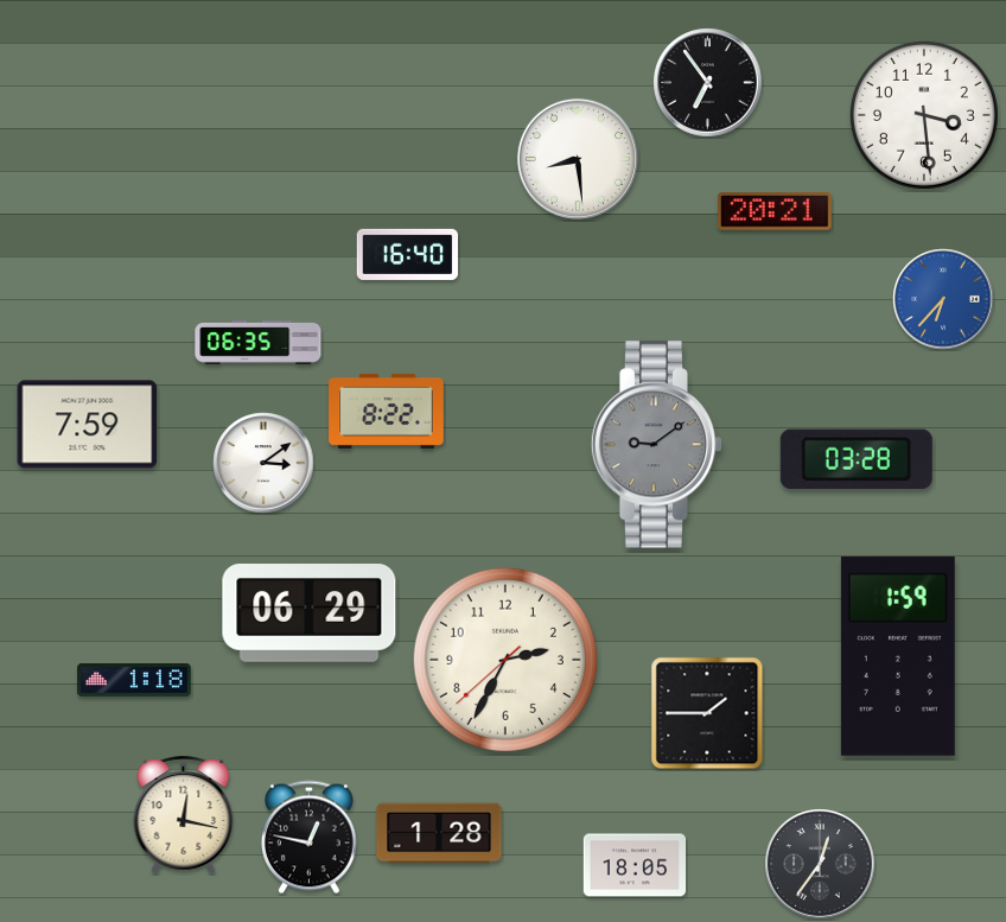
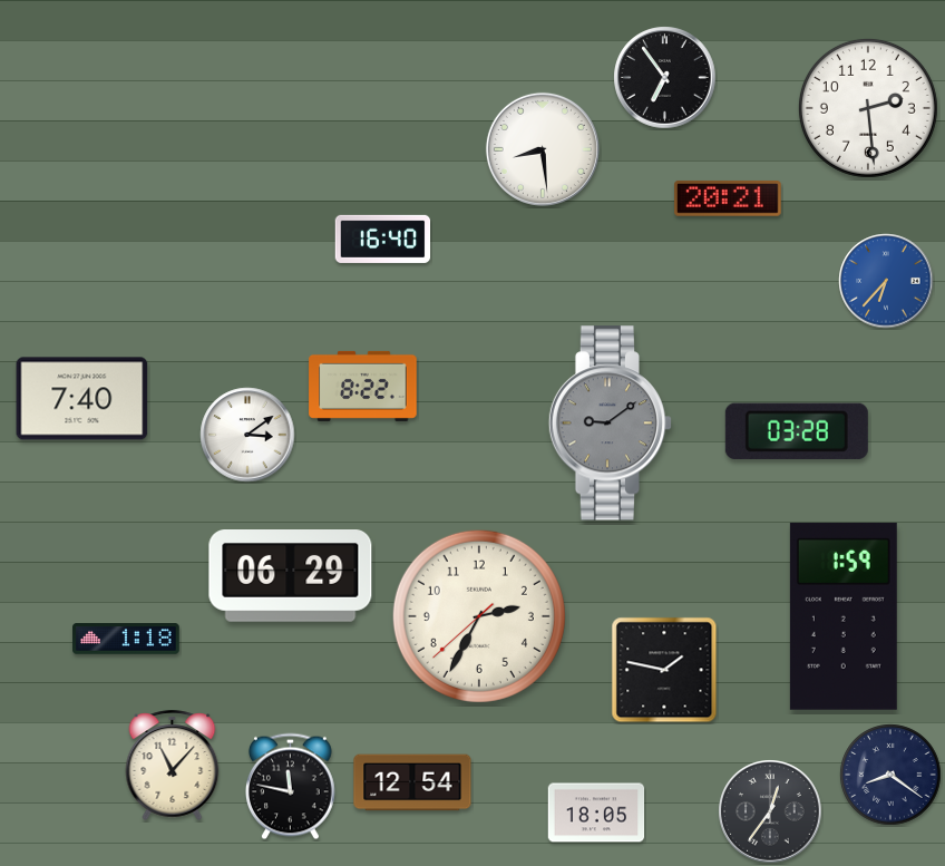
clock at (924, 115): 3:29 -> 2:29
clock at (259, 343): 06:35 -> none
clock at (88, 425): 7:59 -> 7:40
clock at (657, 445) position: (657, 445) -> (611, 424)
clock at (857, 459) position: (857, 459) -> (797, 431)
clock at (505, 660) position: (505, 660) -> (479, 616)
clock at (707, 713): 1:45 -> 1:47
clock at (184, 814): 12:17 -> 11:07
clock at (890, 775): none -> 8:21
clock at (439, 833): 1:28 -> 12:54
clock at (308, 838): 12:47 -> 11:47
